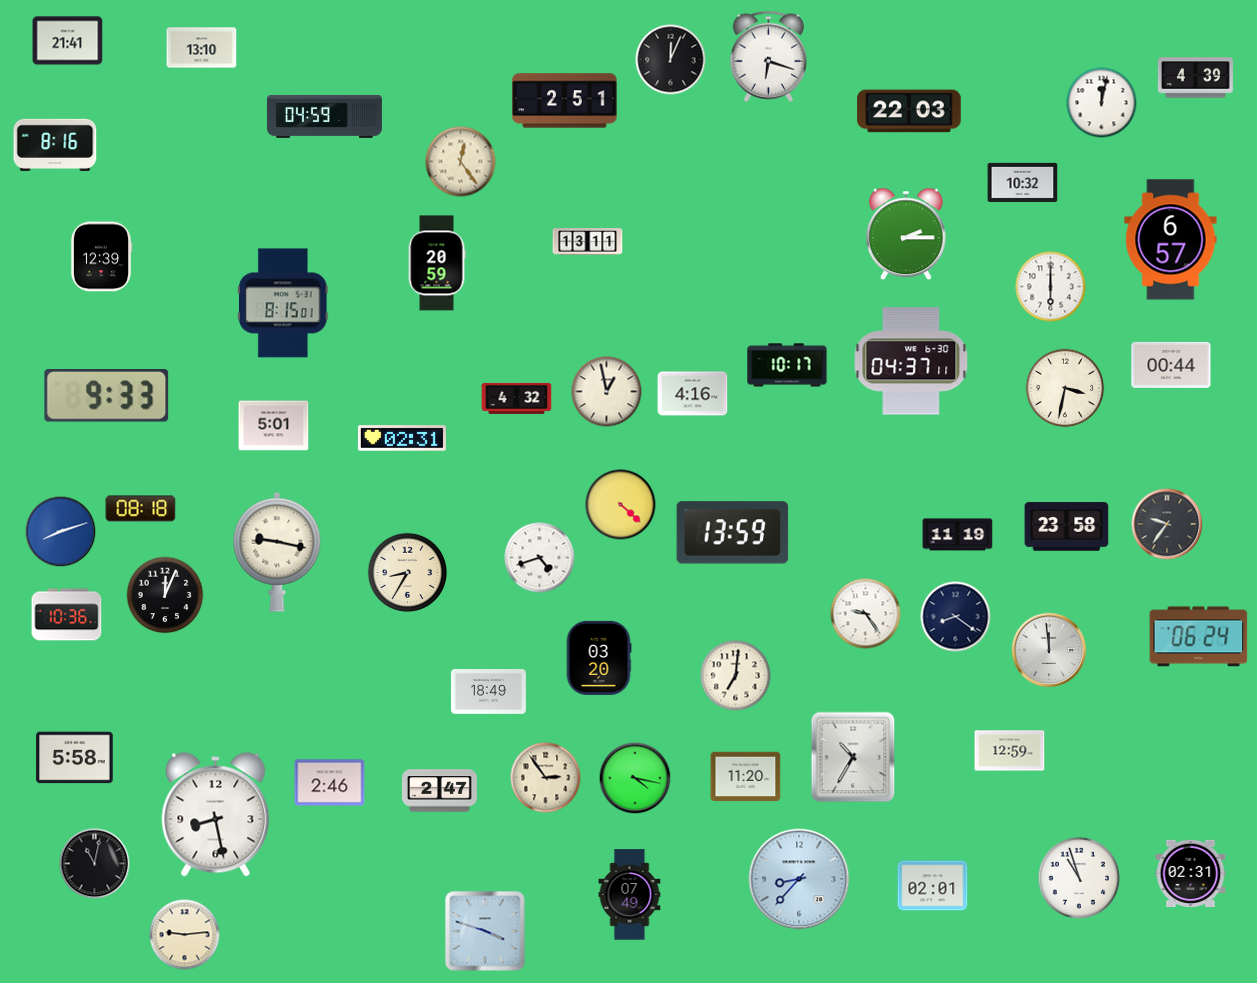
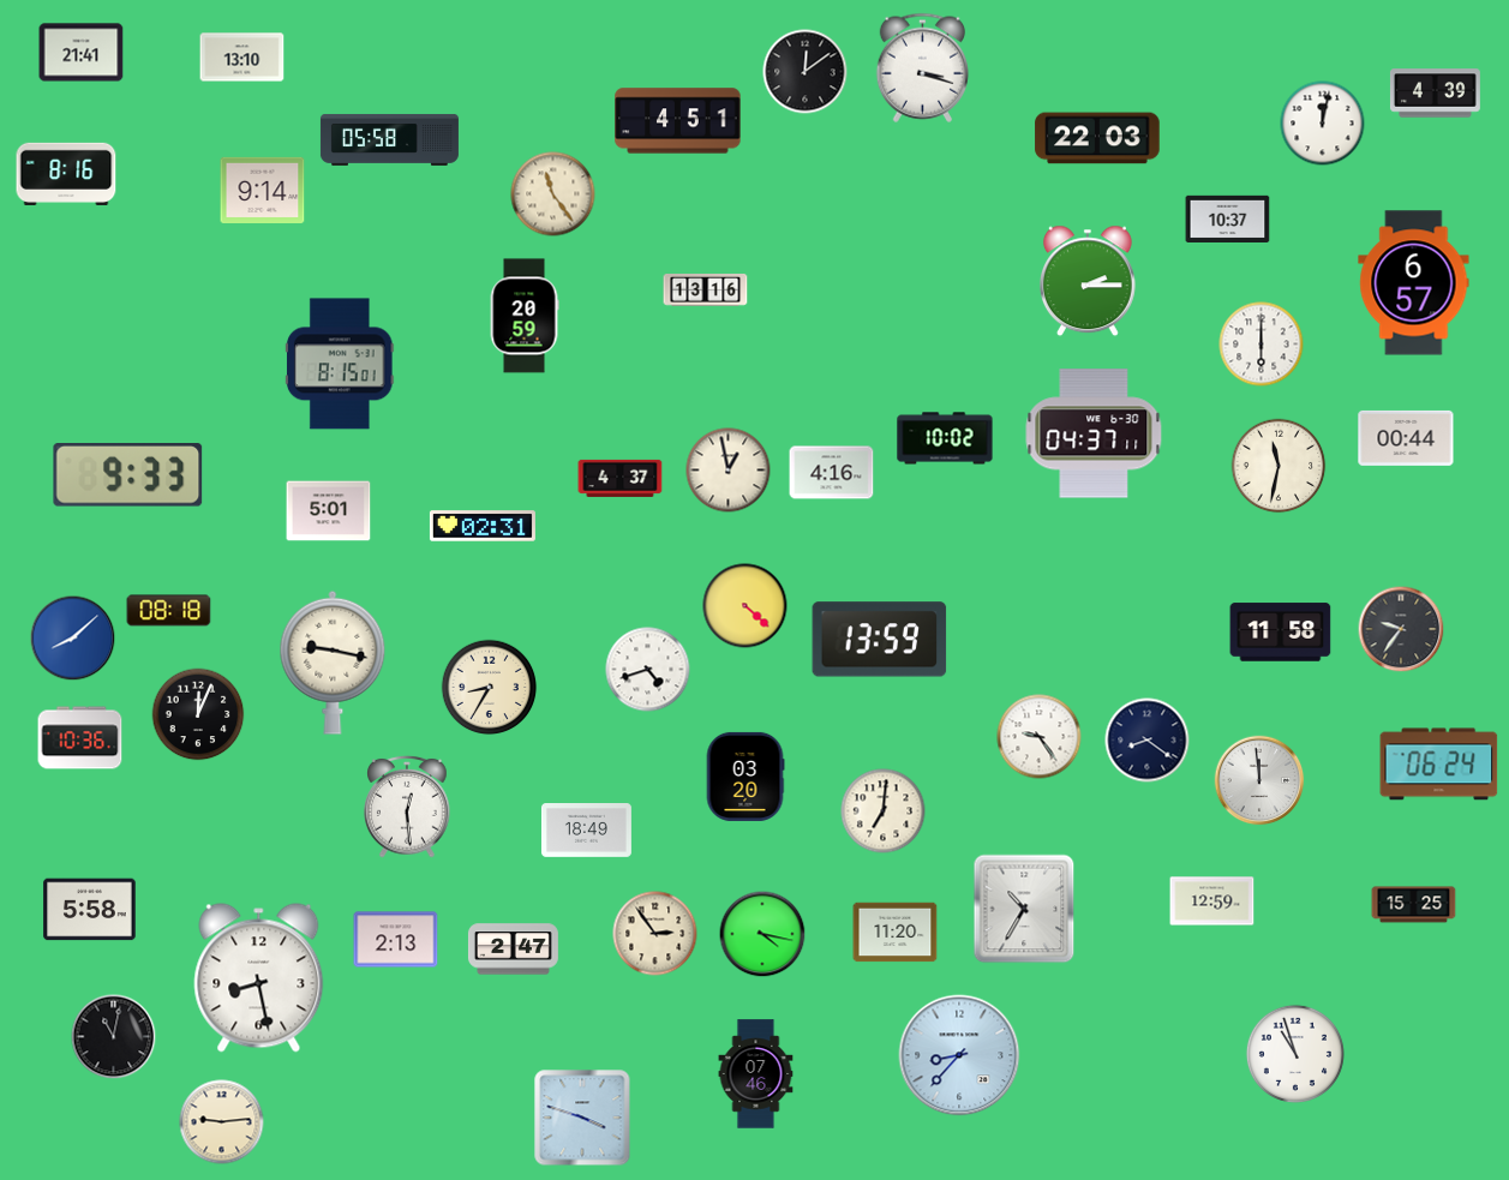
clock at (68, 41) position: (68, 41) -> (82, 53)
clock at (768, 56): 6:18 -> 3:18
clock at (671, 60): 12:04 -> 12:09
clock at (565, 101): 2:51 -> 4:51
clock at (909, 111) position: (909, 111) -> (1097, 138)
clock at (324, 116): 04:59 -> 05:58
clock at (263, 190): none -> 9:14
clock at (461, 162): 12:24 -> 11:24
clock at (1023, 182): 10:32 -> 10:37
clock at (1171, 240) position: (1171, 240) -> (1414, 283)
clock at (588, 242): 13:11 -> 13:16
clock at (101, 257): 12:39 -> none
clock at (787, 365): 10:17 -> 10:02
clock at (1065, 388): 3:32 -> 11:32
clock at (517, 398): 4:32 -> 4:37
clock at (1067, 527): 23:58 -> 11:58
clock at (61, 532): 8:12 -> 8:08
clock at (958, 535): 11:19 -> none
clock at (599, 658) position: (599, 658) -> (745, 777)
clock at (407, 807): none -> 12:29
clock at (1414, 905): none -> 15:25
clock at (330, 783): 2:46 -> 2:13
clock at (439, 791) position: (439, 791) -> (513, 950)
clock at (1191, 873): 02:31 -> none
clock at (933, 886): 02:01 -> none
clock at (630, 895): 07:49 -> 07:46
